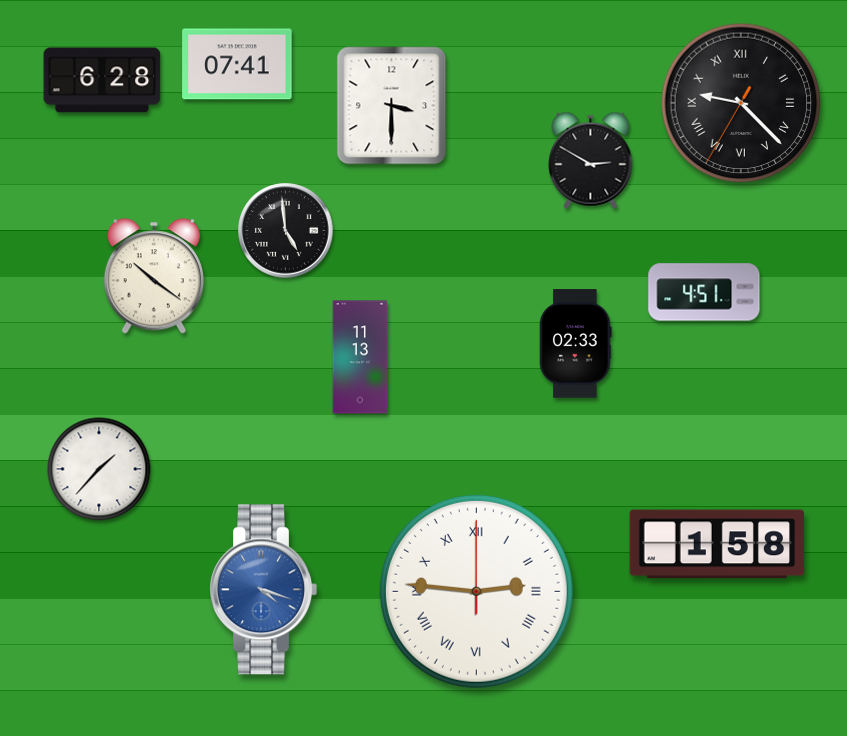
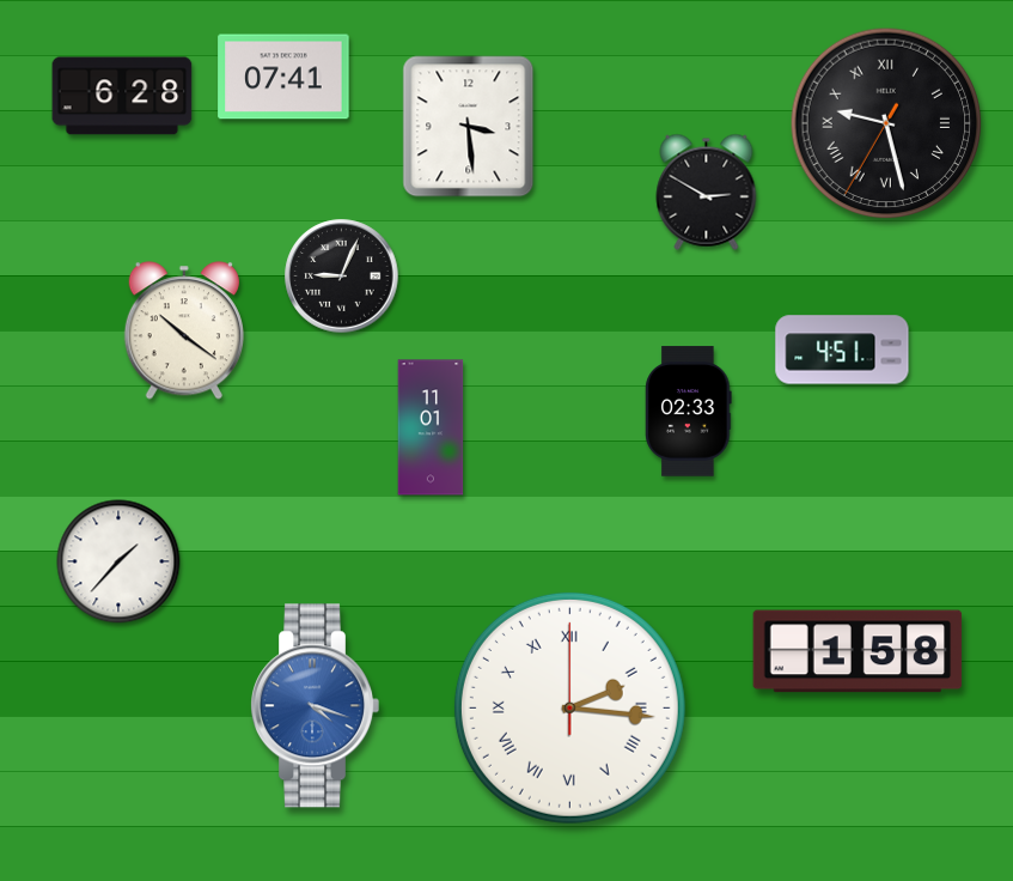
clock at (741, 103): 9:22 -> 9:27
clock at (392, 106): 3:30 -> 3:29
clock at (286, 231): 4:59 -> 9:04
clock at (360, 357): 11:13 -> 11:01
clock at (476, 591): 2:46 -> 2:16
